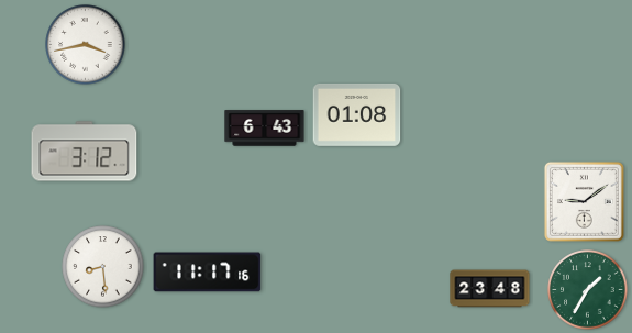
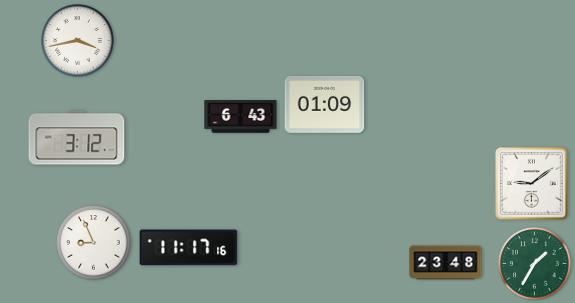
clock at (357, 114): 01:08 -> 01:09
clock at (103, 267): 8:29 -> 8:56
